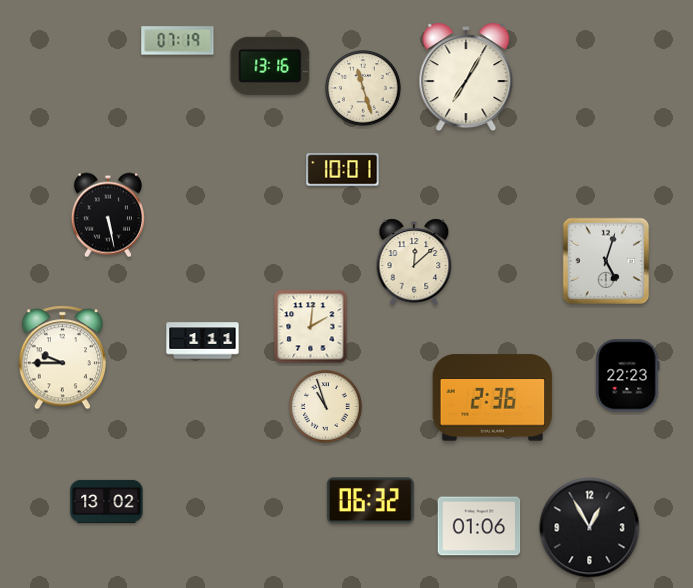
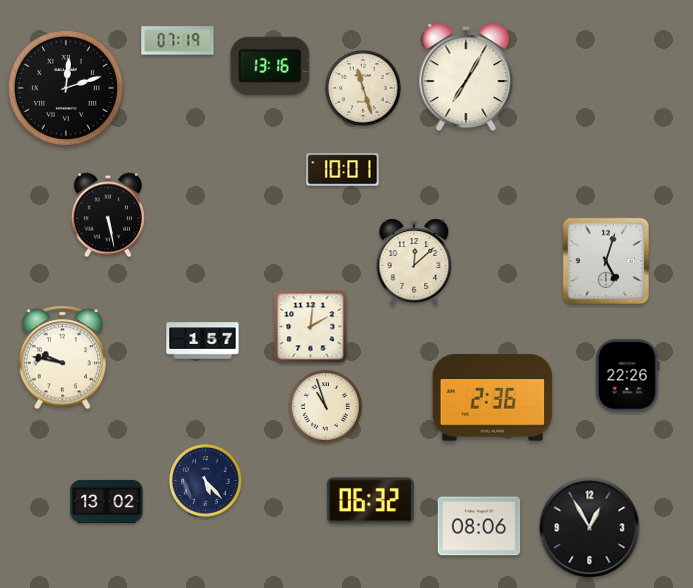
clock at (66, 88): none -> 12:12
clock at (203, 341): 1:11 -> 1:57
clock at (62, 358): 9:45 -> 9:47
clock at (628, 376): 22:23 -> 22:26
clock at (206, 481): none -> 5:23
clock at (479, 526): 01:06 -> 08:06
